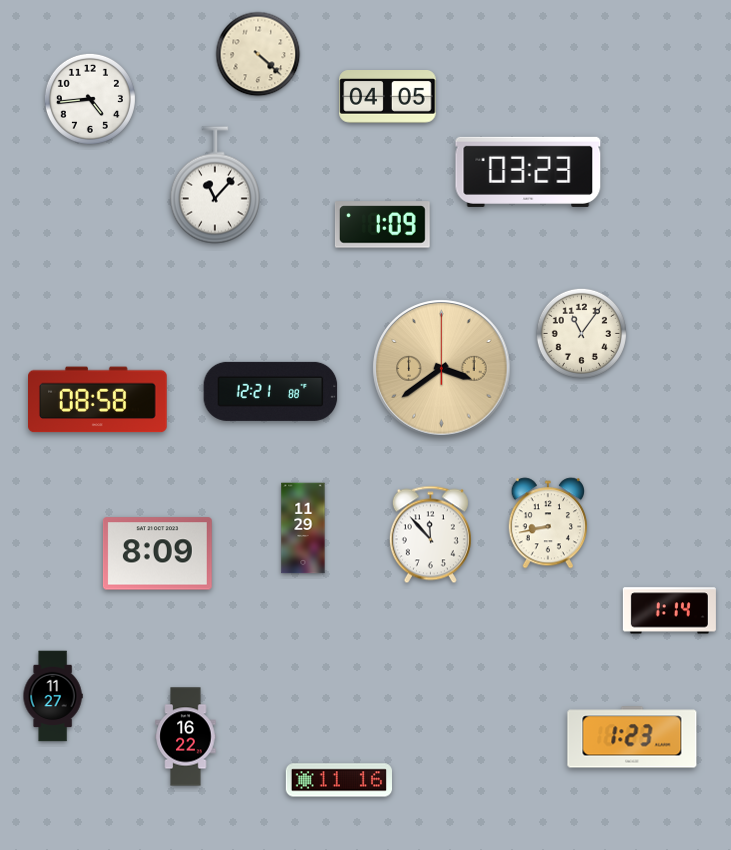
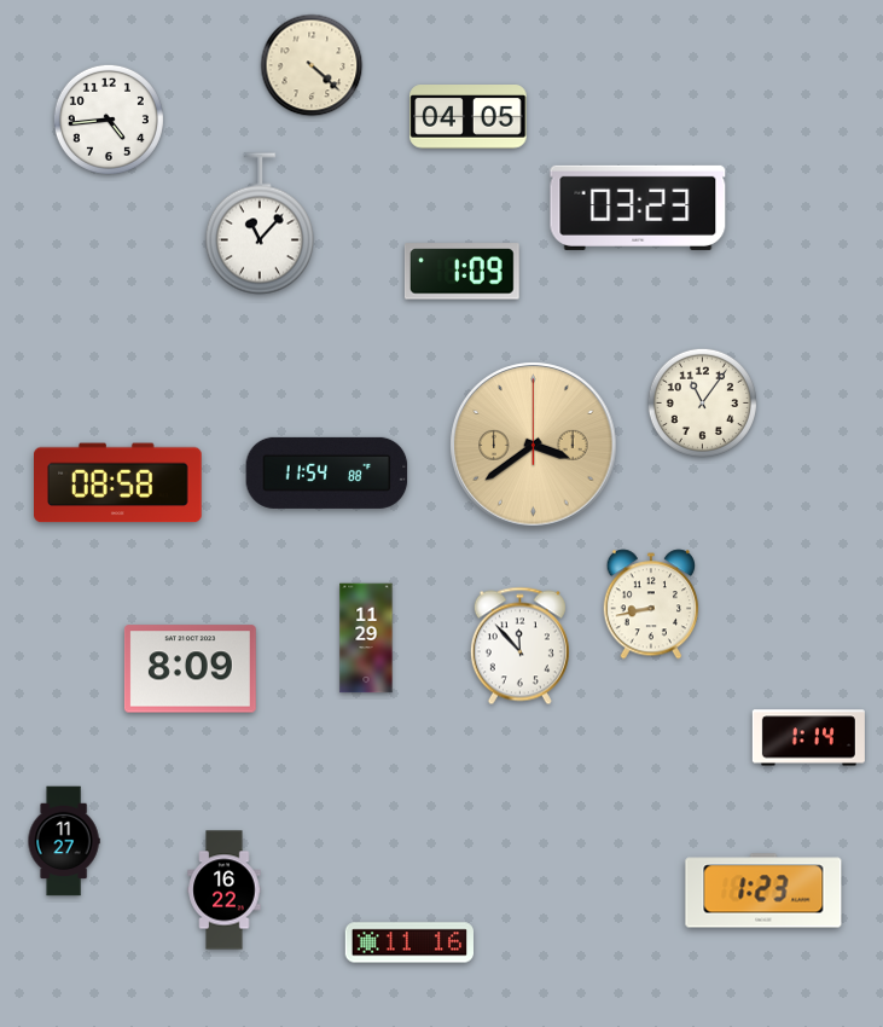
clock at (271, 391): 12:21 -> 11:54
clock at (548, 523) position: (548, 523) -> (651, 604)
